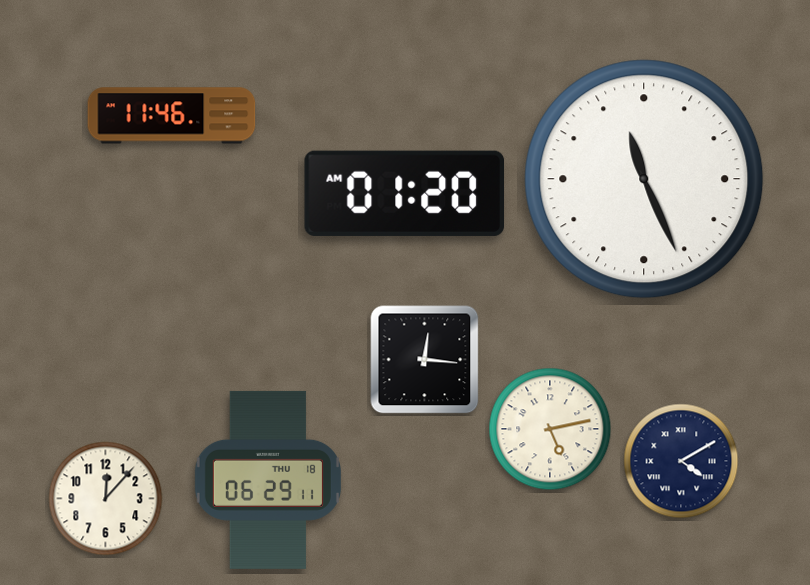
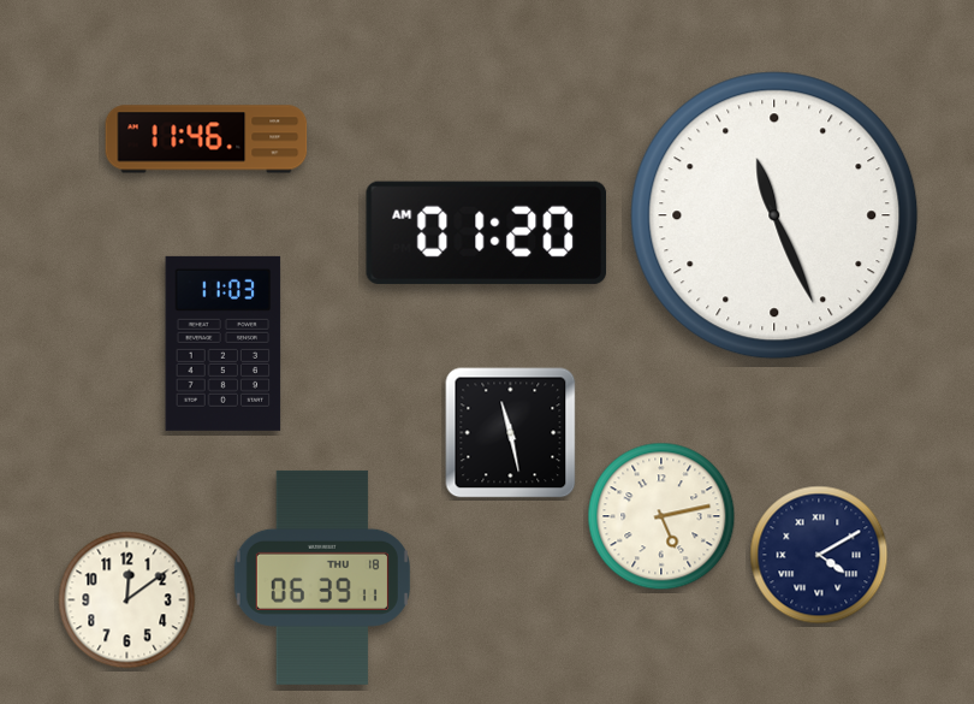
clock at (224, 343): none -> 11:03
clock at (425, 360): 12:16 -> 11:28
clock at (268, 480): 06:29 -> 06:39
clock at (106, 499): 12:07 -> 12:09
